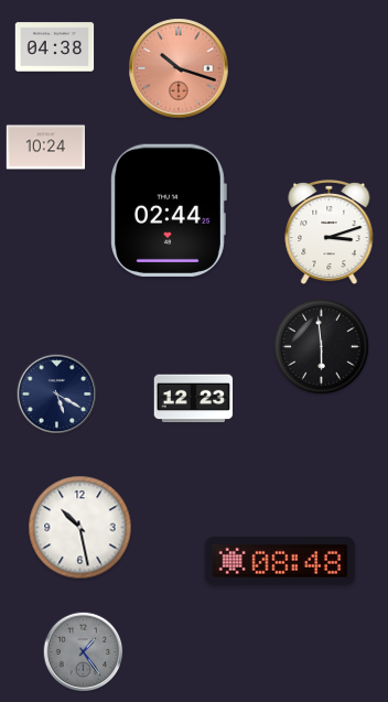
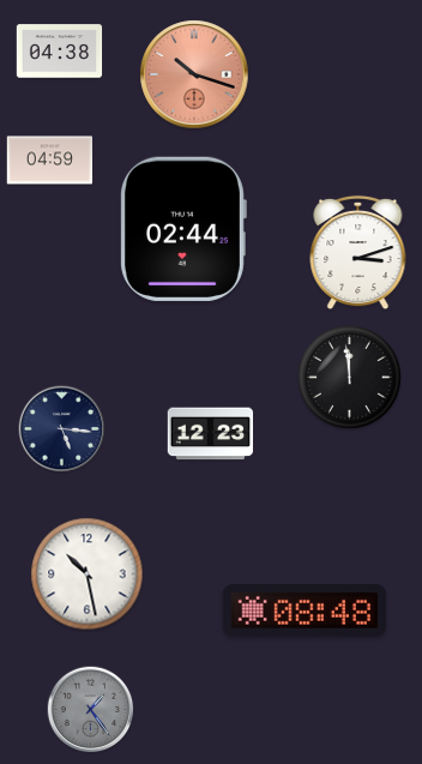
clock at (46, 148): 10:24 -> 04:59
clock at (322, 347): 5:59 -> 11:59
clock at (57, 395): 5:20 -> 5:16
